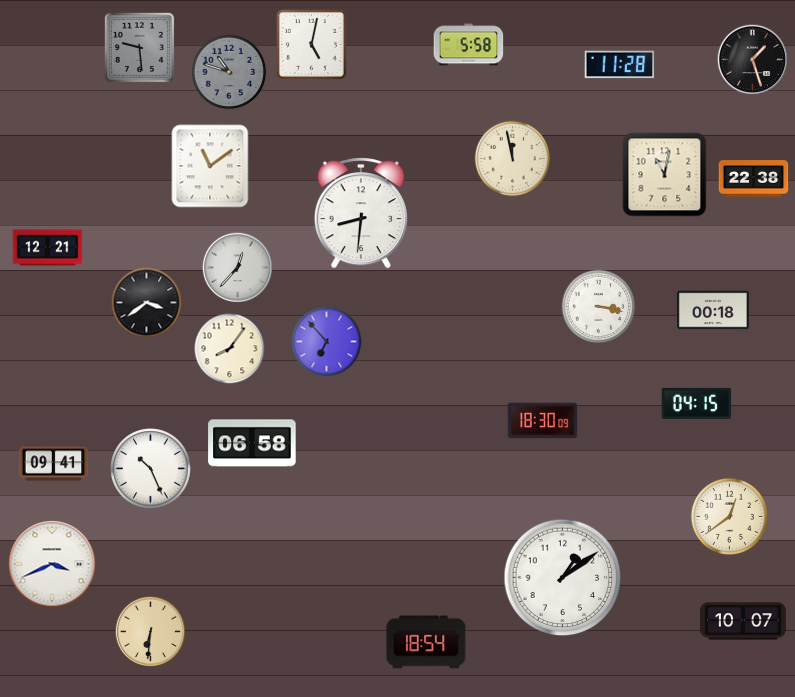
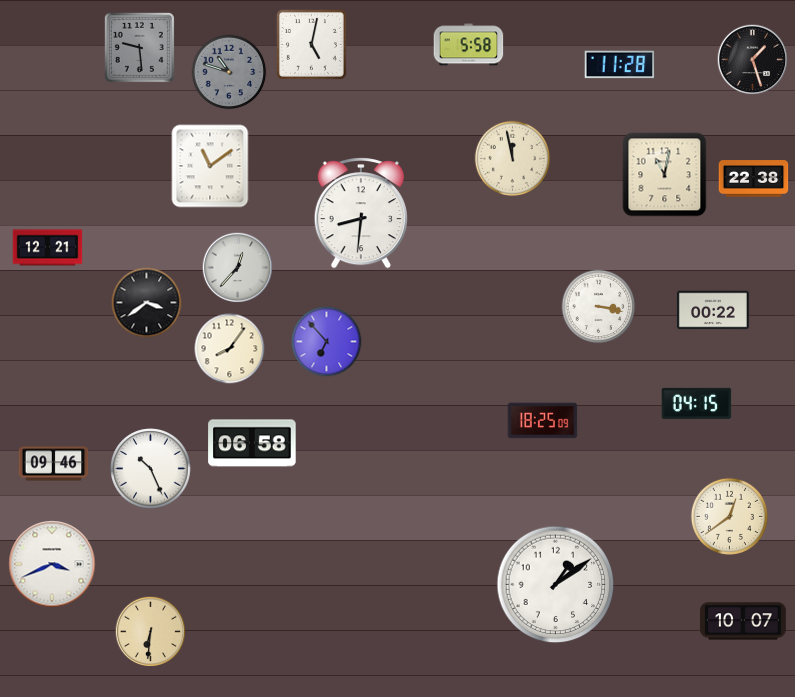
clock at (713, 310): 00:18 -> 00:22
clock at (543, 421): 18:30 -> 18:25
clock at (54, 464): 09:41 -> 09:46
clock at (563, 578) position: (563, 578) -> (556, 585)
clock at (426, 642): 18:54 -> none
